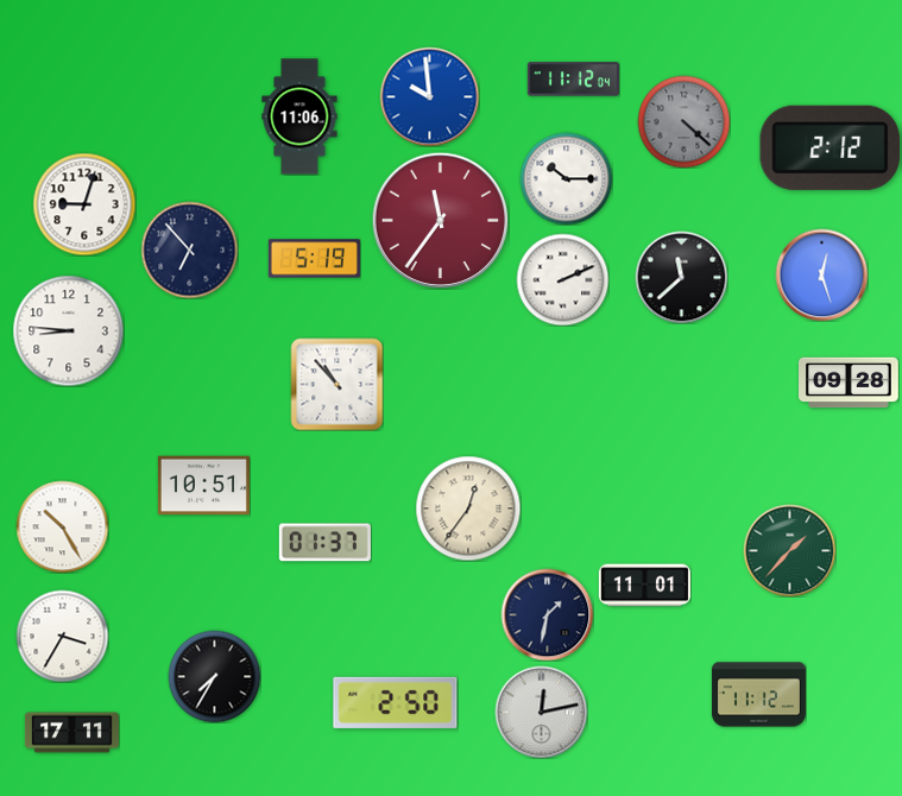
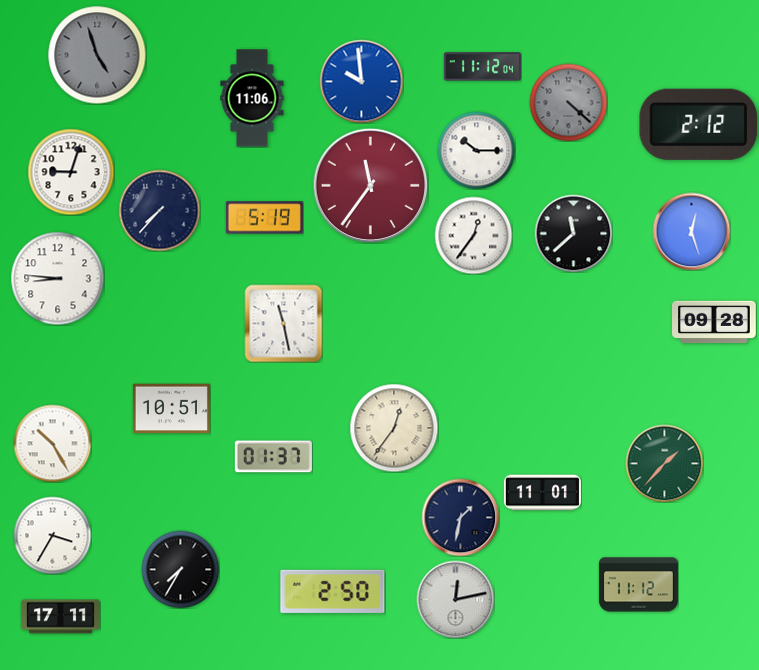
clock at (97, 55): none -> 4:57
clock at (683, 121) position: (683, 121) -> (568, 102)
clock at (189, 249): 6:53 -> 7:37
clock at (562, 279): 2:11 -> 12:36
clock at (336, 384): 10:53 -> 11:28
